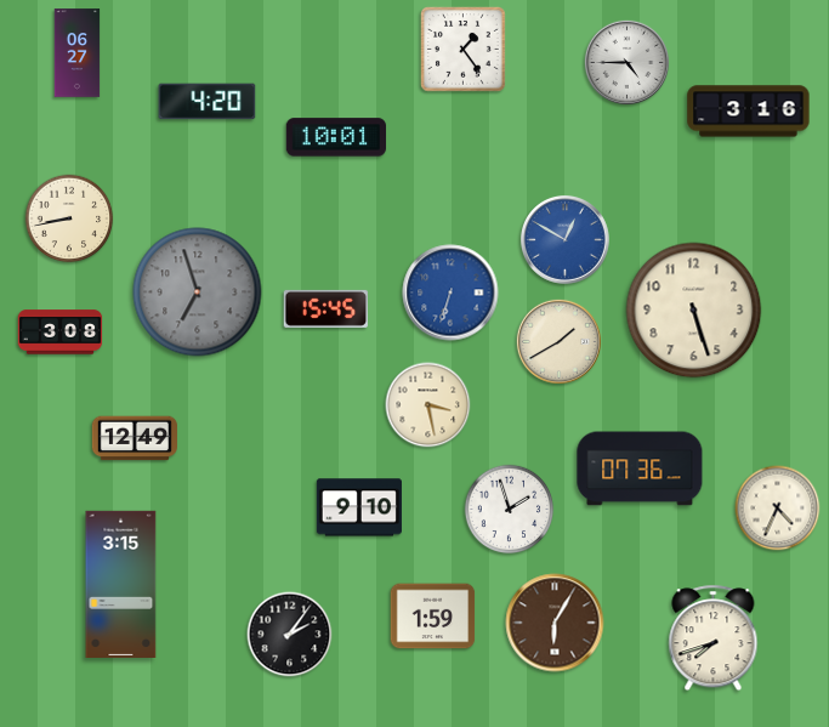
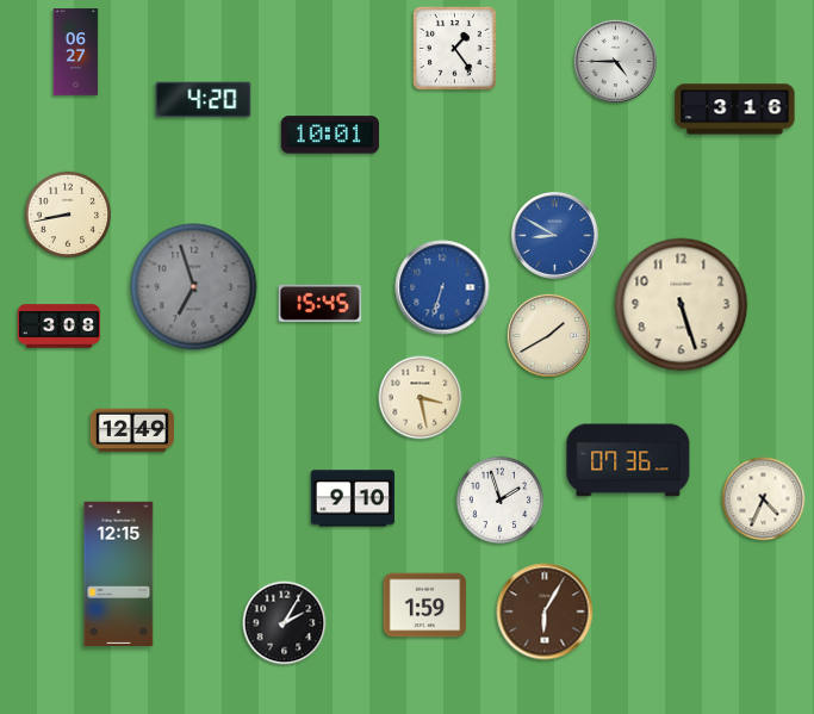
clock at (564, 239): 12:50 -> 8:50
clock at (121, 584): 3:15 -> 12:15
clock at (290, 635): 2:06 -> 2:05
clock at (714, 638): 7:42 -> none
